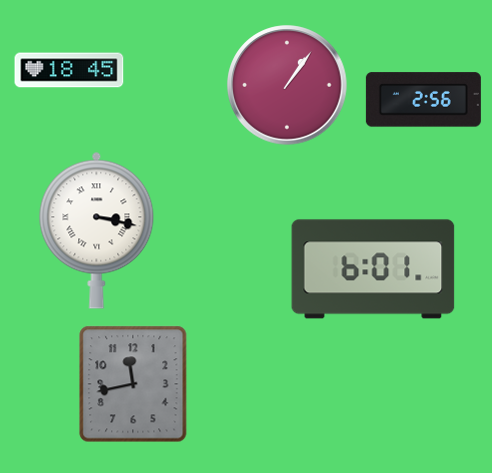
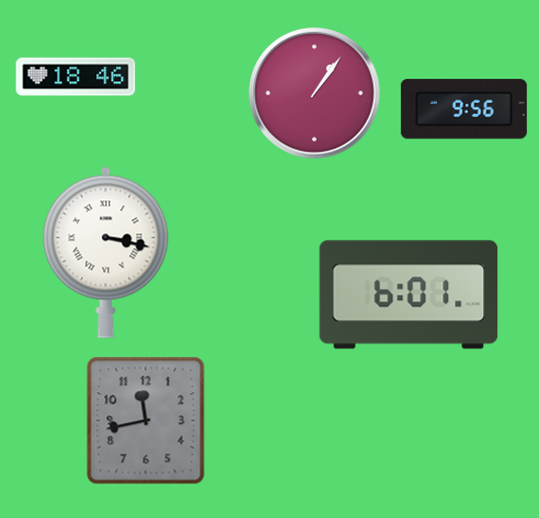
clock at (69, 70): 18:45 -> 18:46
clock at (423, 100): 2:56 -> 9:56
